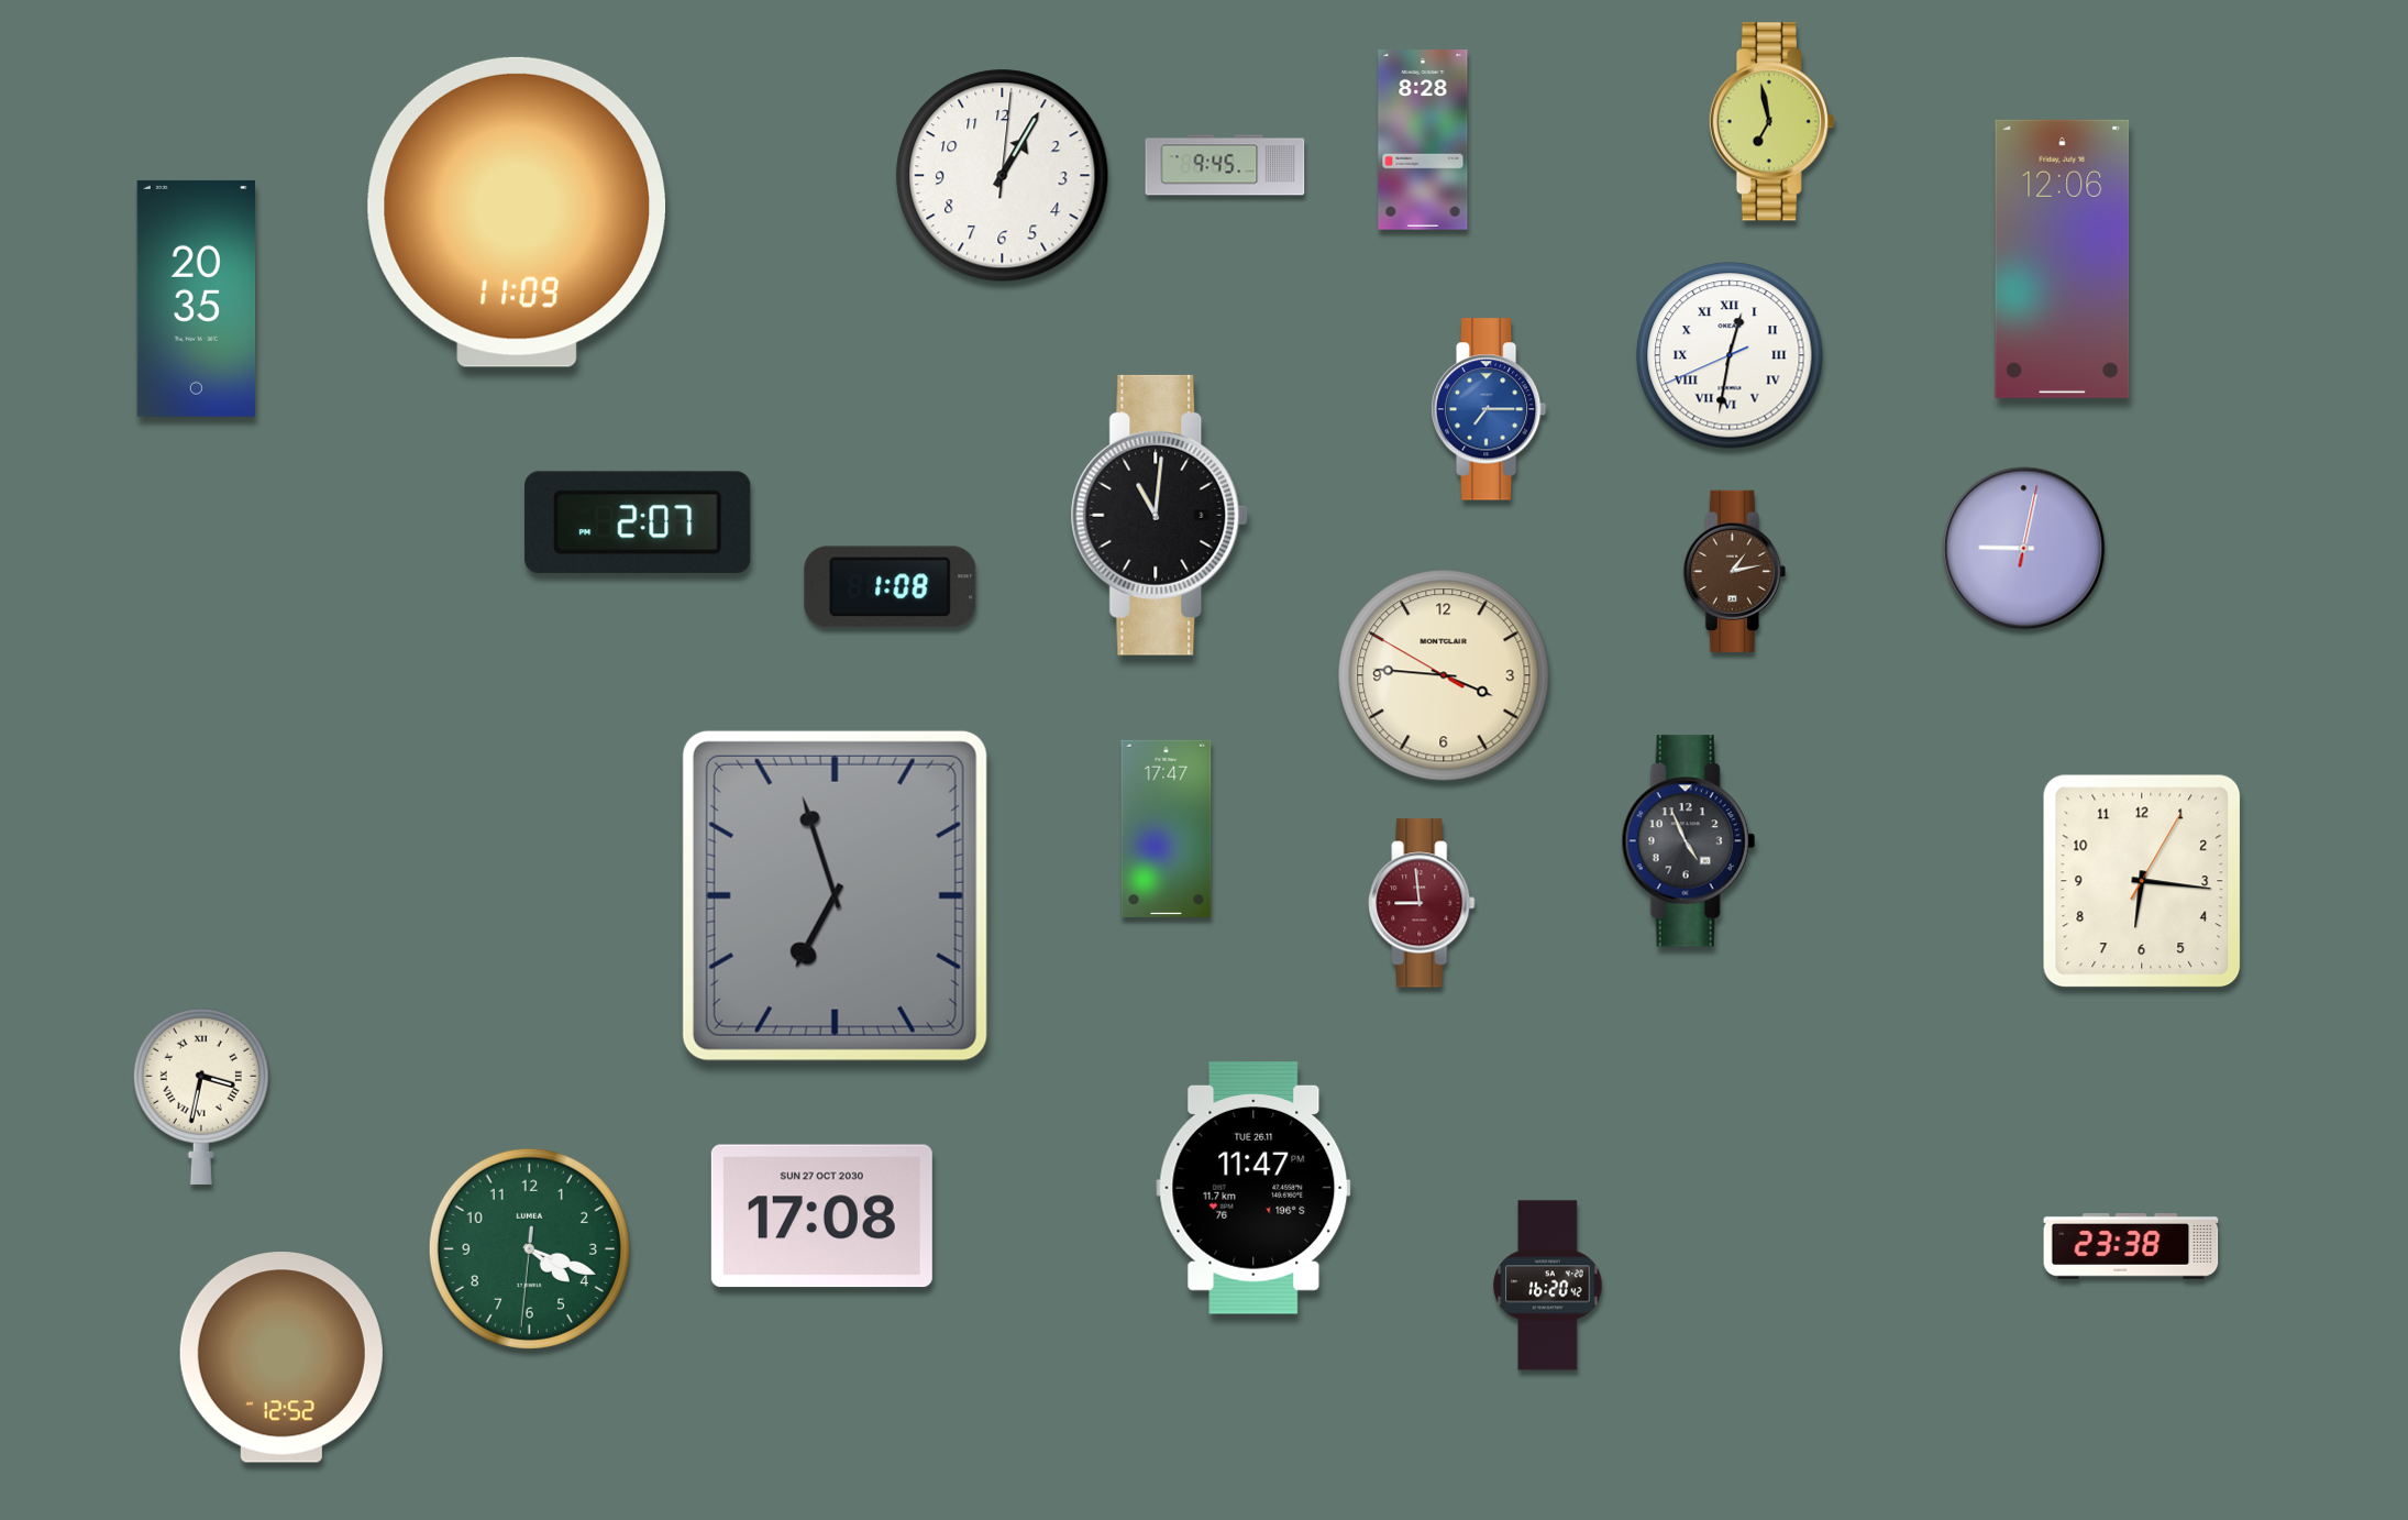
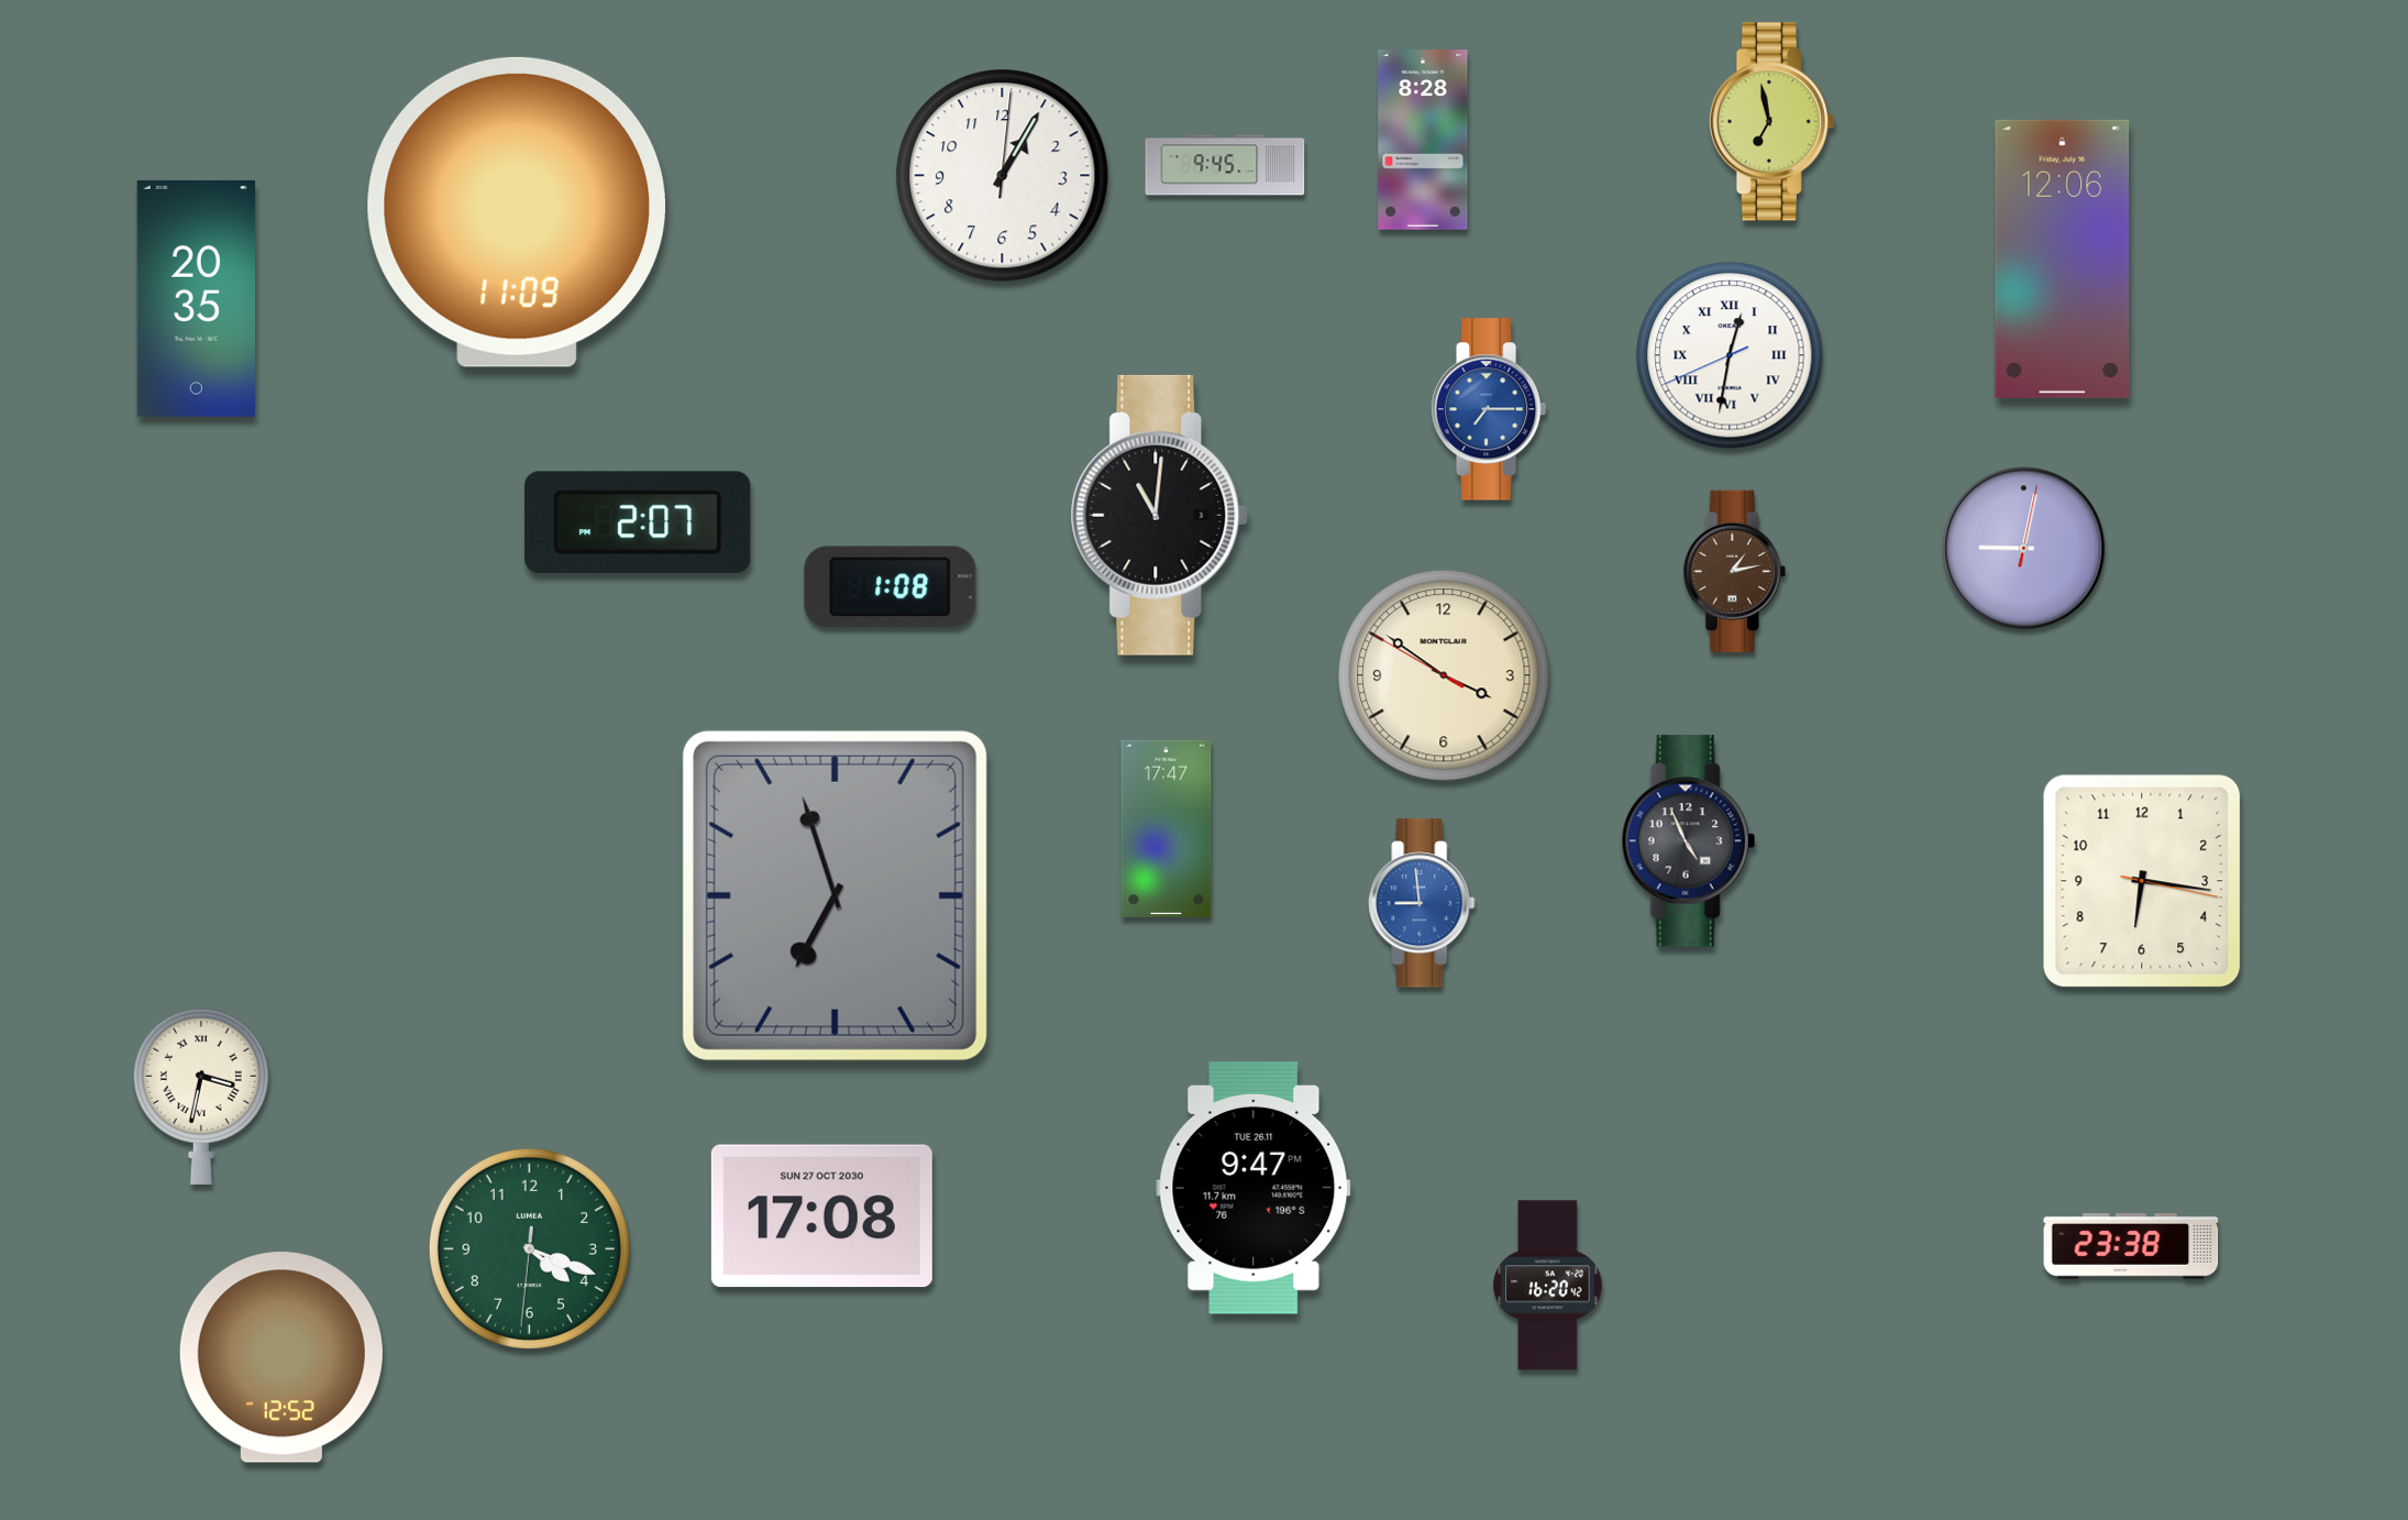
clock at (1444, 675): 3:45 -> 3:50
clock at (2142, 881): 6:16:05 -> 6:16:17
clock at (1422, 903) dial: burgundy -> blue
clock at (1253, 1189): 11:47 -> 9:47
